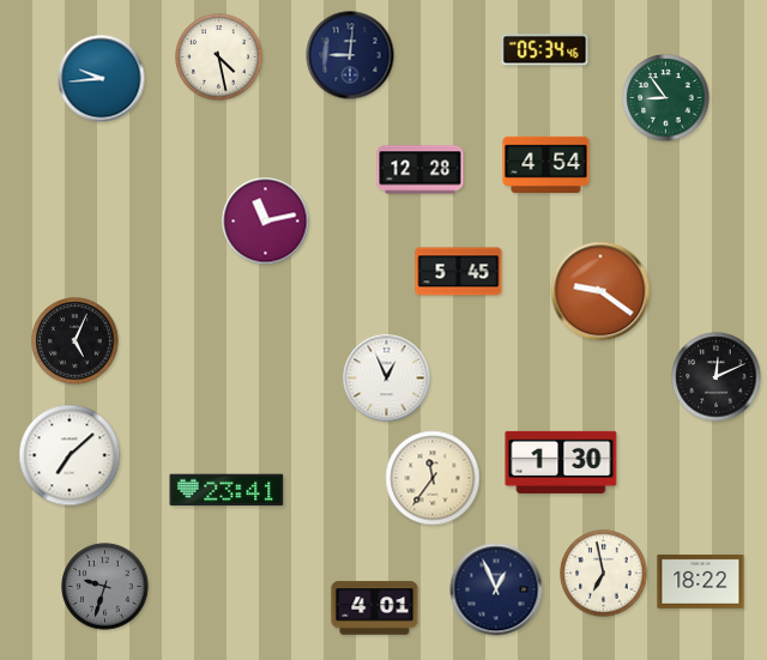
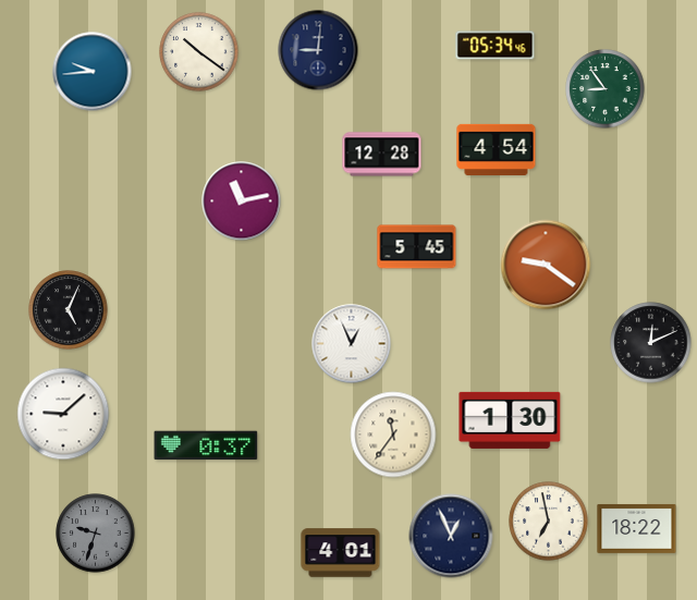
clock at (219, 57): 4:28 -> 10:21
clock at (70, 455): 7:08 -> 9:08
clock at (227, 490): 23:41 -> 0:37
